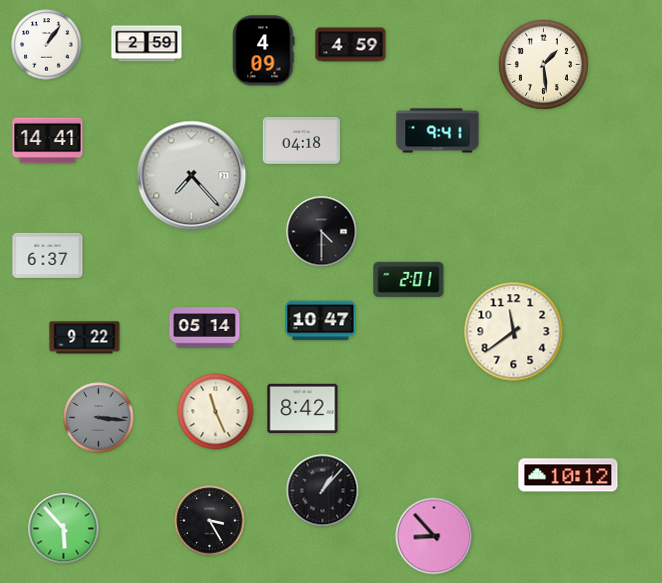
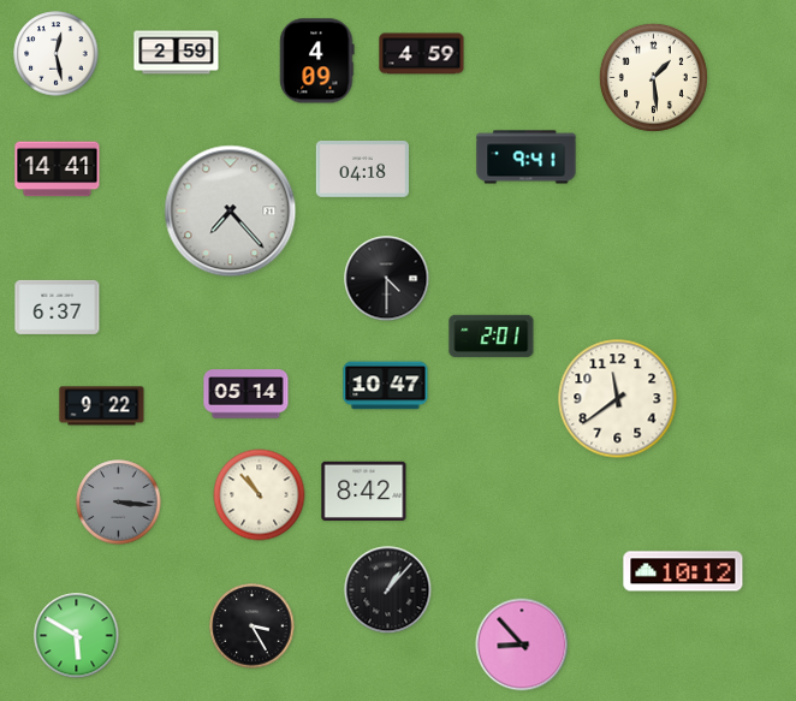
clock at (47, 45): 1:06 -> 12:28
clock at (216, 412): 11:26 -> 10:53
clock at (64, 529): 5:53 -> 5:50
